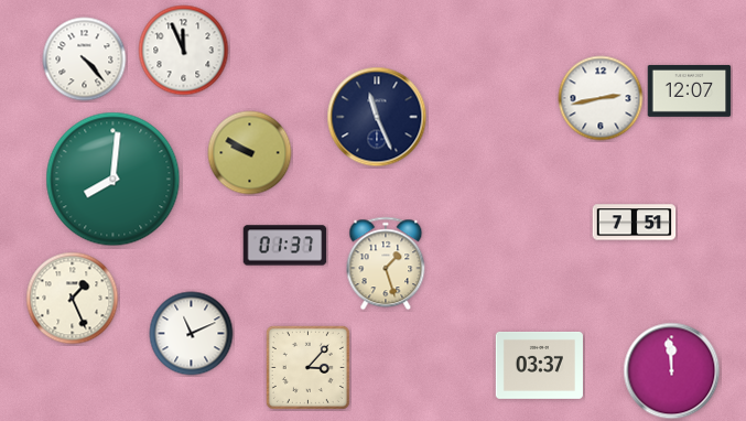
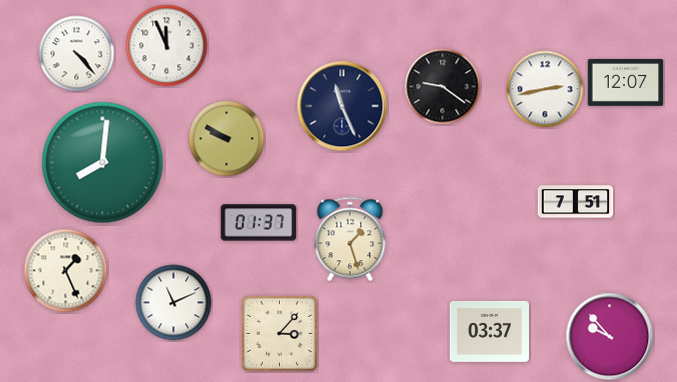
clock at (443, 87): none -> 9:21
clock at (672, 371): 11:59 -> 9:53
